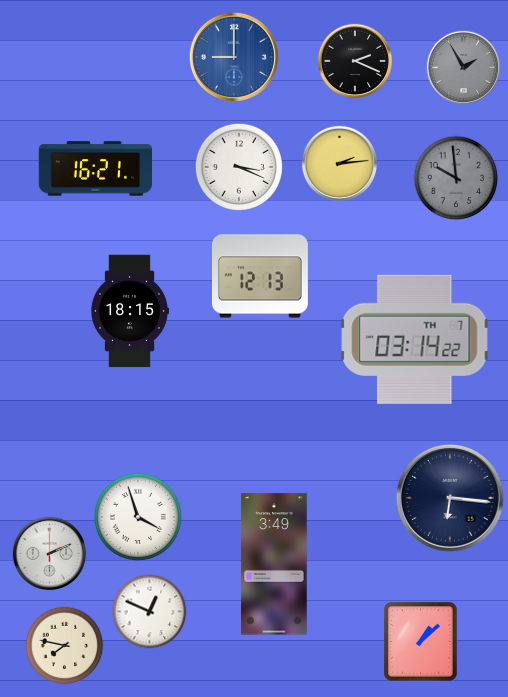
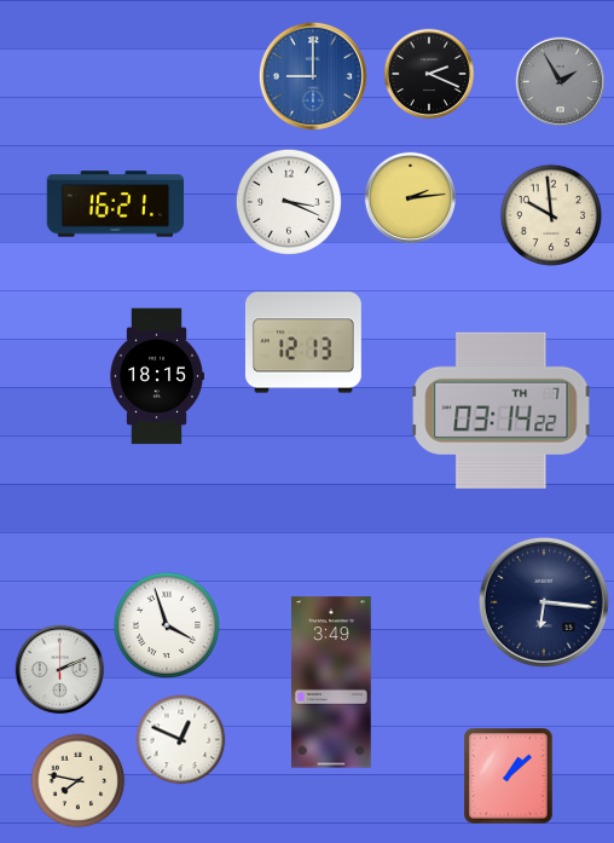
clock at (234, 57) position: (234, 57) -> (313, 76)
clock at (456, 178) dial: grey -> cream
clock at (260, 276) position: (260, 276) -> (303, 342)
